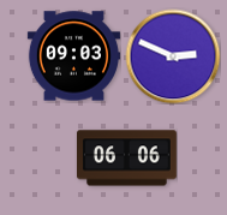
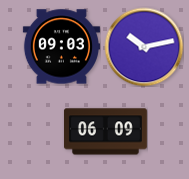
clock at (173, 56): 2:49 -> 10:13
clock at (126, 159): 06:06 -> 06:09
